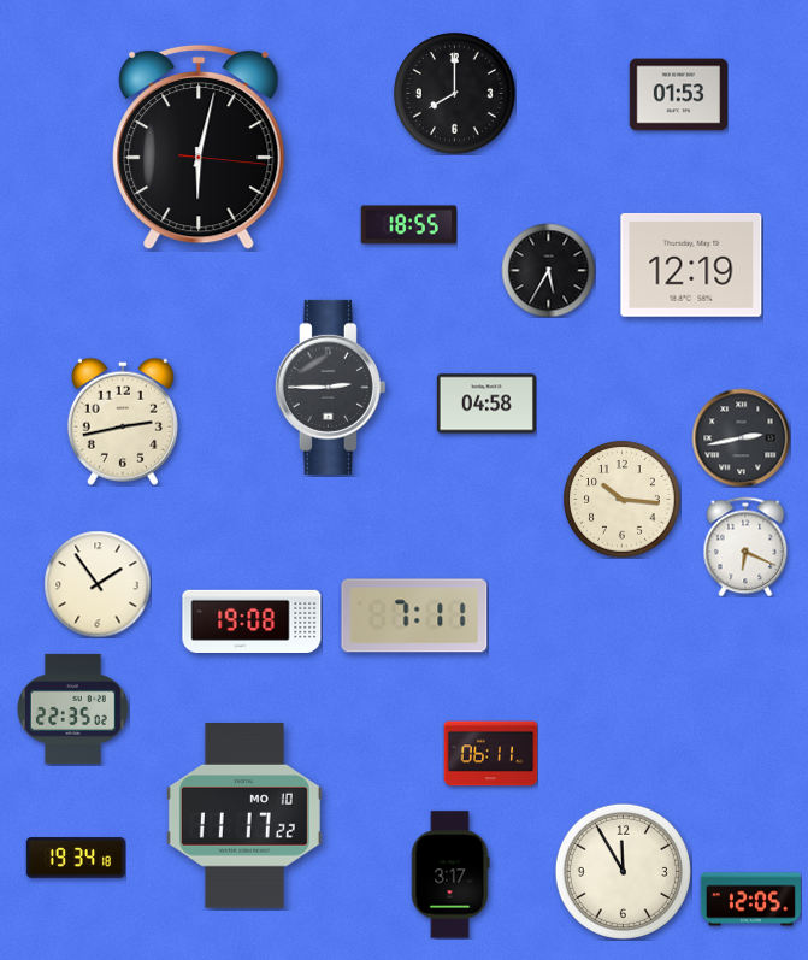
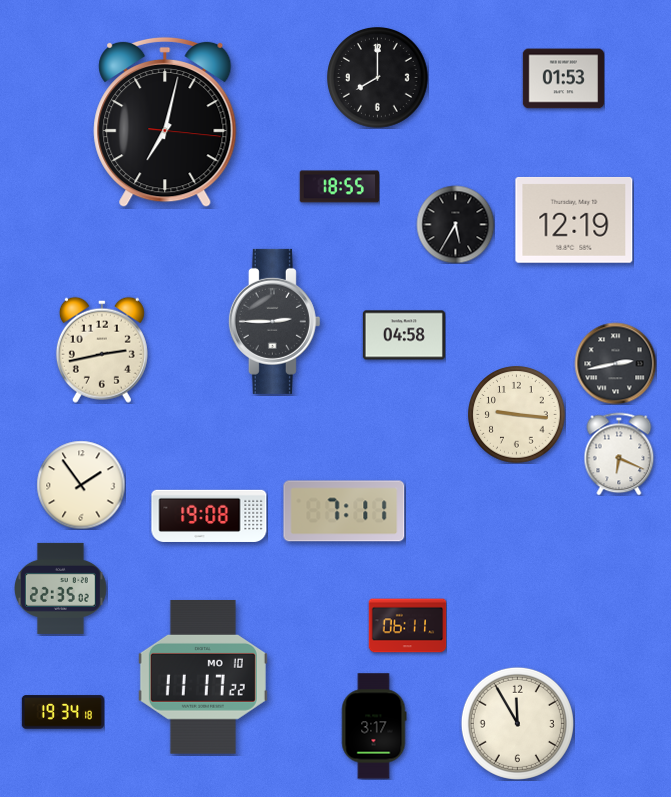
clock at (199, 147): 6:02 -> 7:02
clock at (623, 500): 10:16 -> 9:16
clock at (750, 900): 12:05 -> none
